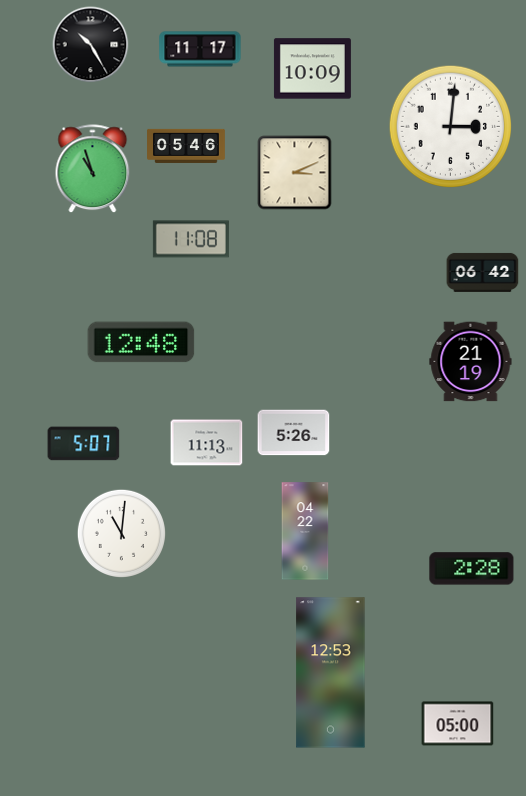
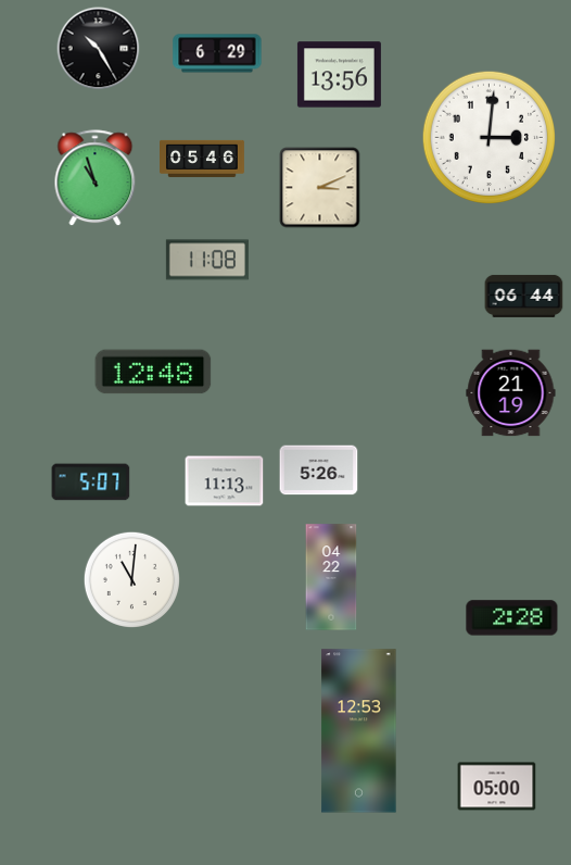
clock at (200, 49): 11:17 -> 6:29
clock at (312, 69): 10:09 -> 13:56
clock at (93, 169) position: (93, 169) -> (96, 178)
clock at (483, 272): 06:42 -> 06:44
